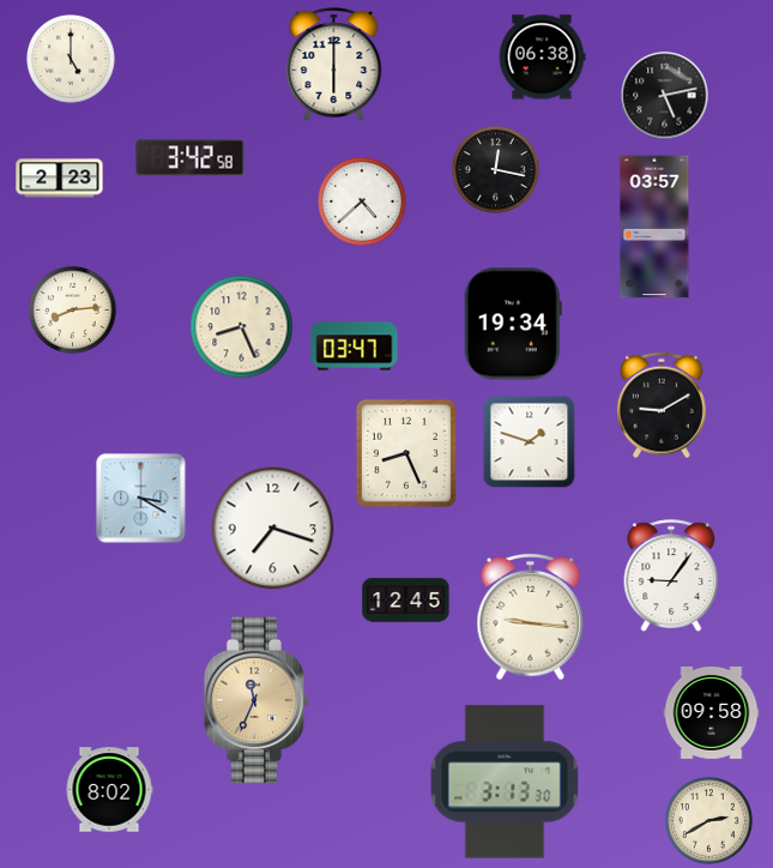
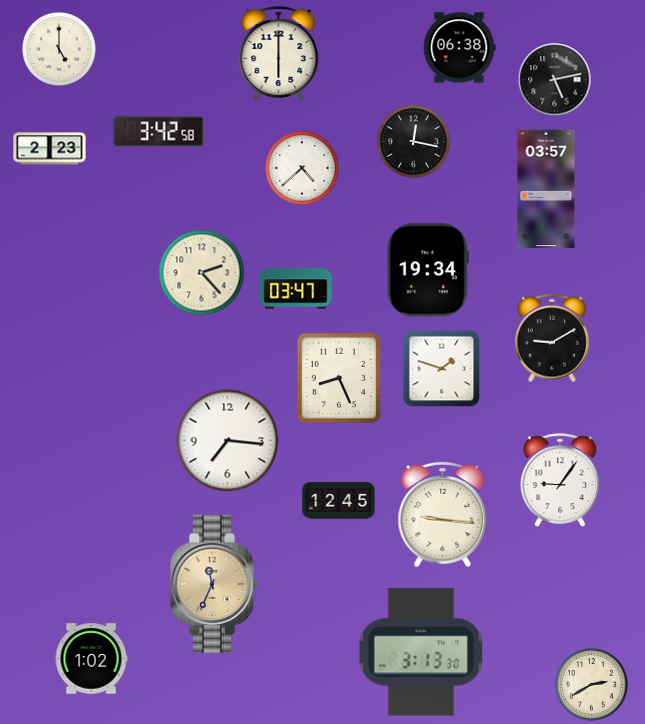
clock at (542, 58) position: (542, 58) -> (459, 48)
clock at (73, 311): 8:14 -> none
clock at (242, 327): 8:26 -> 2:23
clock at (141, 499): 3:20 -> none
clock at (273, 529): 7:18 -> 7:16
clock at (712, 712): 09:58 -> none
clock at (109, 790): 8:02 -> 1:02
